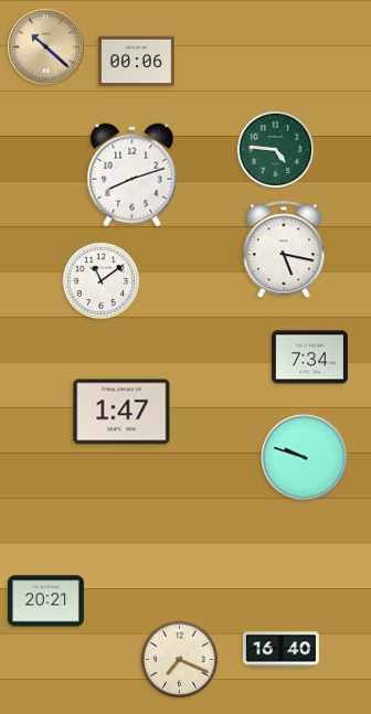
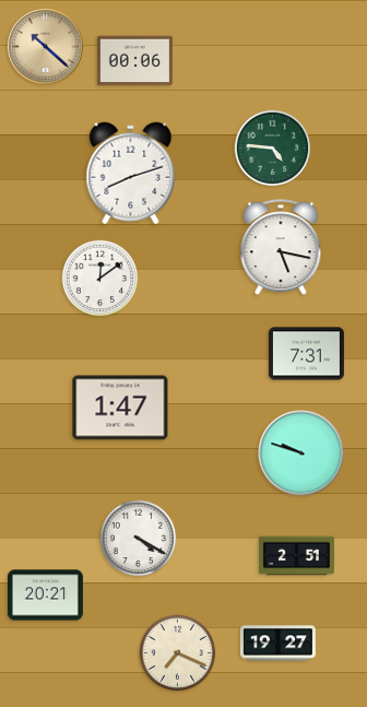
clock at (102, 281): 11:09 -> 12:09
clock at (309, 358): 7:34 -> 7:31
clock at (139, 539): none -> 4:20
clock at (296, 556): none -> 2:51
clock at (280, 650): 16:40 -> 19:27
